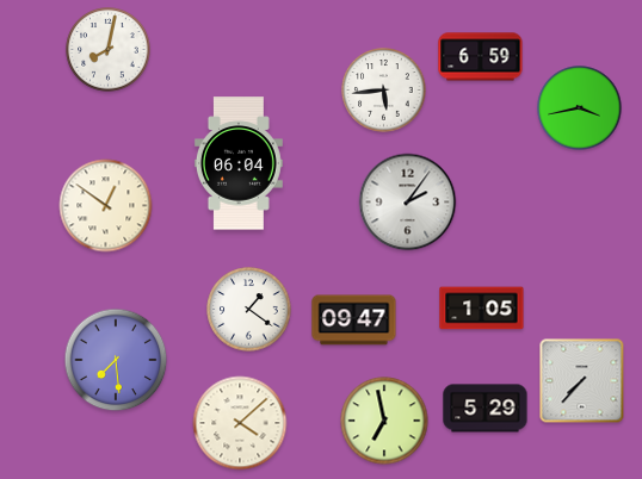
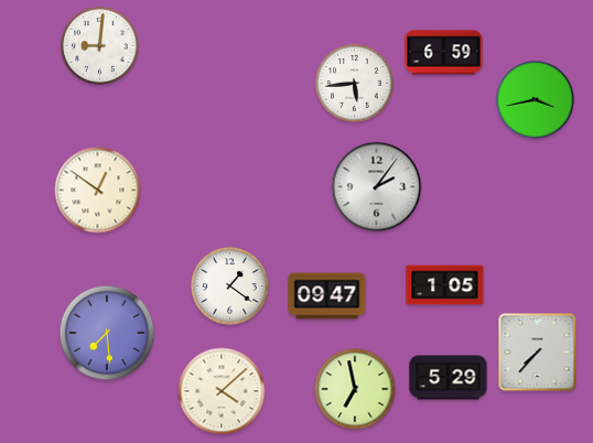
clock at (109, 50): 8:02 -> 9:01
clock at (239, 163): 06:04 -> none
